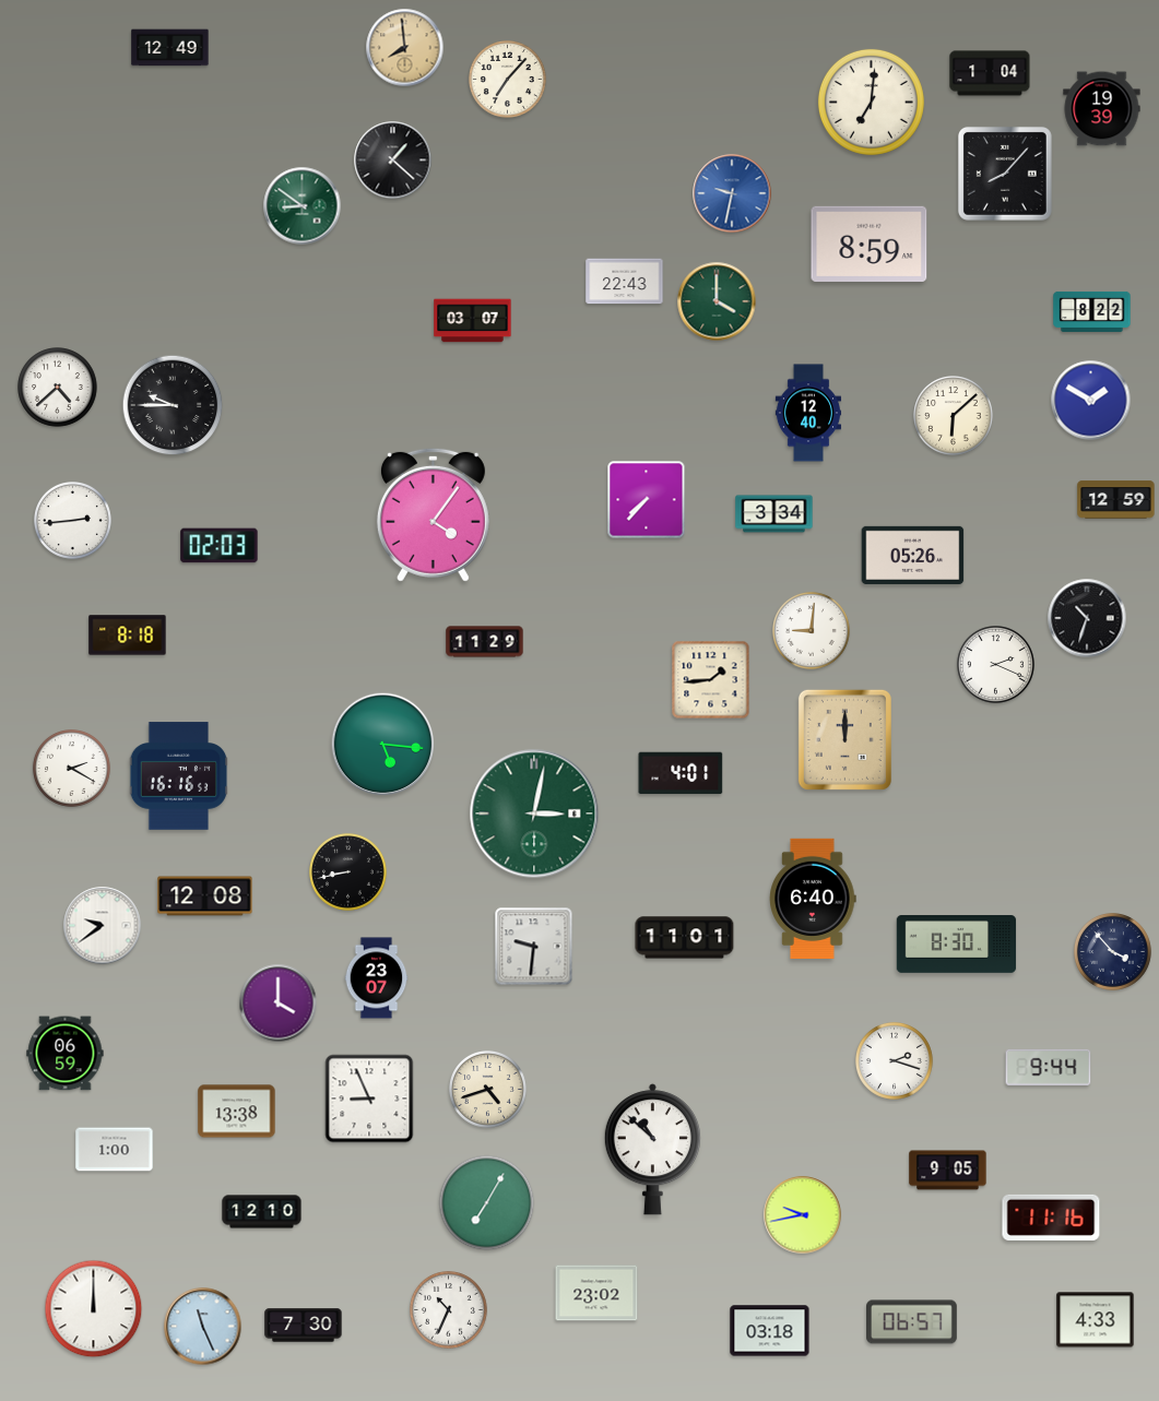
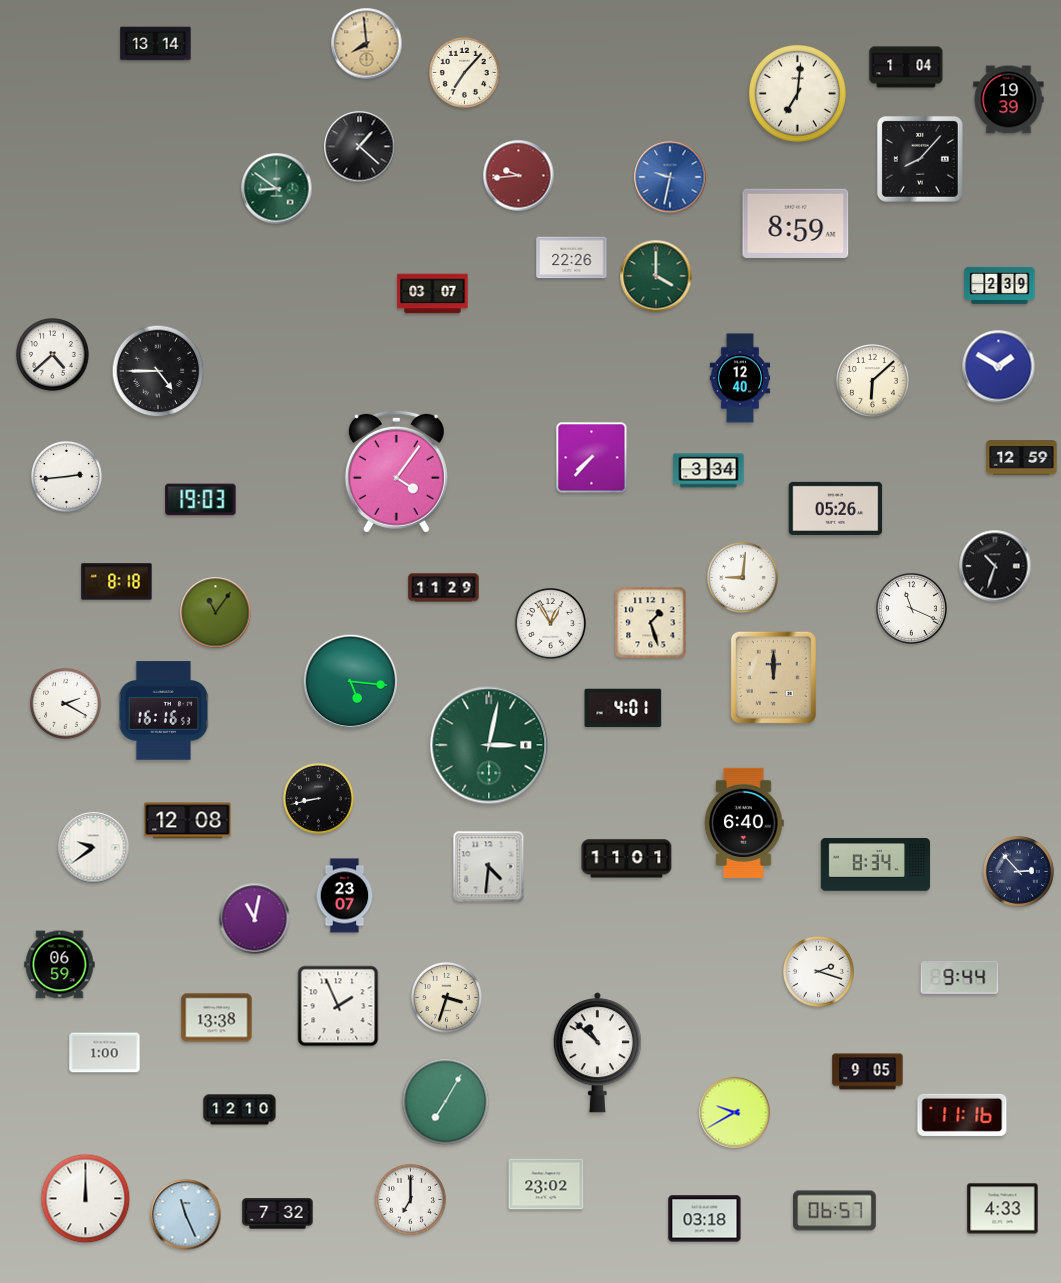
clock at (170, 48): 12:49 -> 13:14
clock at (405, 48) position: (405, 48) -> (367, 44)
clock at (519, 176): none -> 9:44
clock at (625, 282): 22:43 -> 22:26
clock at (1092, 311): 8:22 -> 2:39
clock at (173, 405): 9:45 -> 4:45
clock at (220, 546): 02:03 -> 19:03
clock at (996, 665): 2:19 -> 11:19
clock at (216, 613): none -> 11:06
clock at (711, 680): 1:44 -> 1:27
clock at (551, 624): none -> 12:55
clock at (957, 945): 8:30 -> 8:34
clock at (534, 947): 9:31 -> 4:31
clock at (1113, 952): 3:53 -> 2:53
clock at (279, 1004): 4:00 -> 11:02
clock at (488, 1090): 4:42 -> 3:33
clock at (369, 1099): 8:56 -> 1:56
clock at (803, 1215): 9:43 -> 9:40
clock at (449, 1310): 10:34 -> 7:00
clock at (304, 1326): 7:30 -> 7:32
